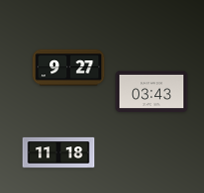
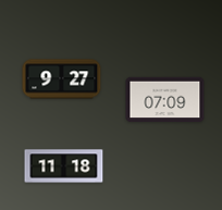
clock at (69, 68) position: (69, 68) -> (62, 79)
clock at (152, 92): 03:43 -> 07:09
